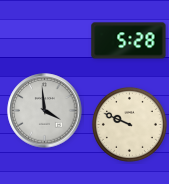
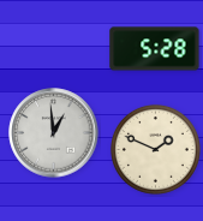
clock at (45, 111): 3:59 -> 12:59
clock at (129, 124): 9:49 -> 1:49
